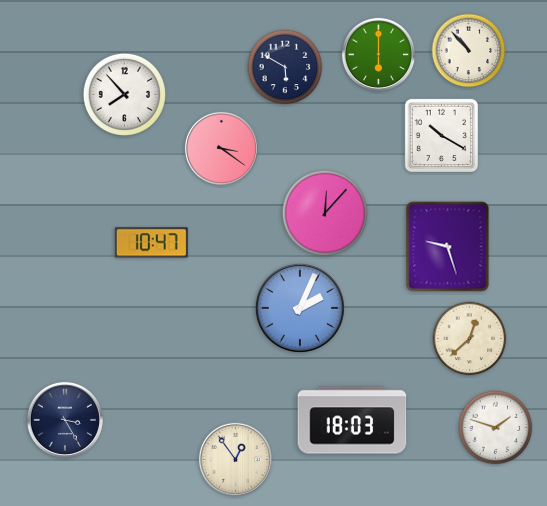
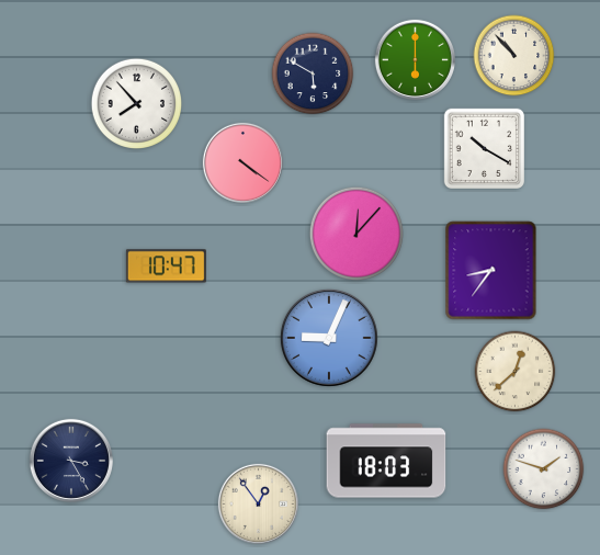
clock at (221, 148): 3:21 -> 4:21
clock at (448, 247): 9:27 -> 8:36
clock at (300, 308): 2:04 -> 9:04
